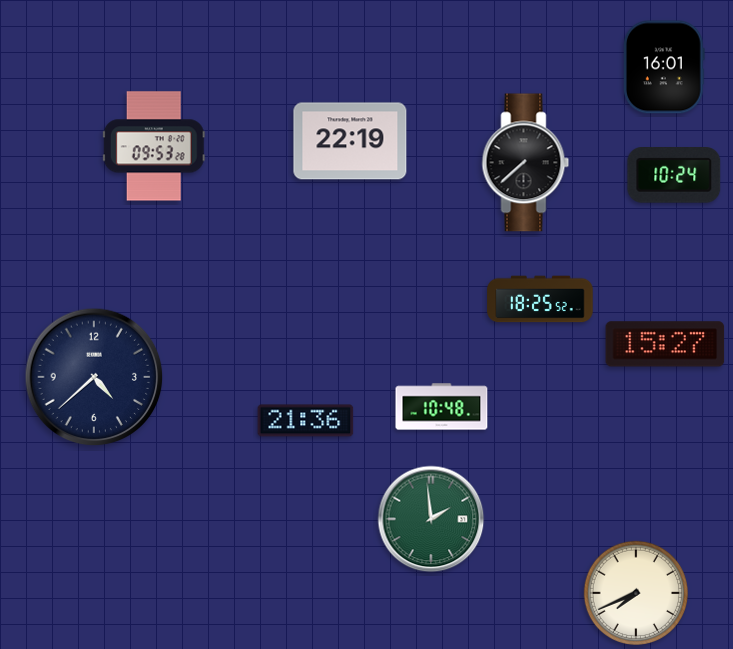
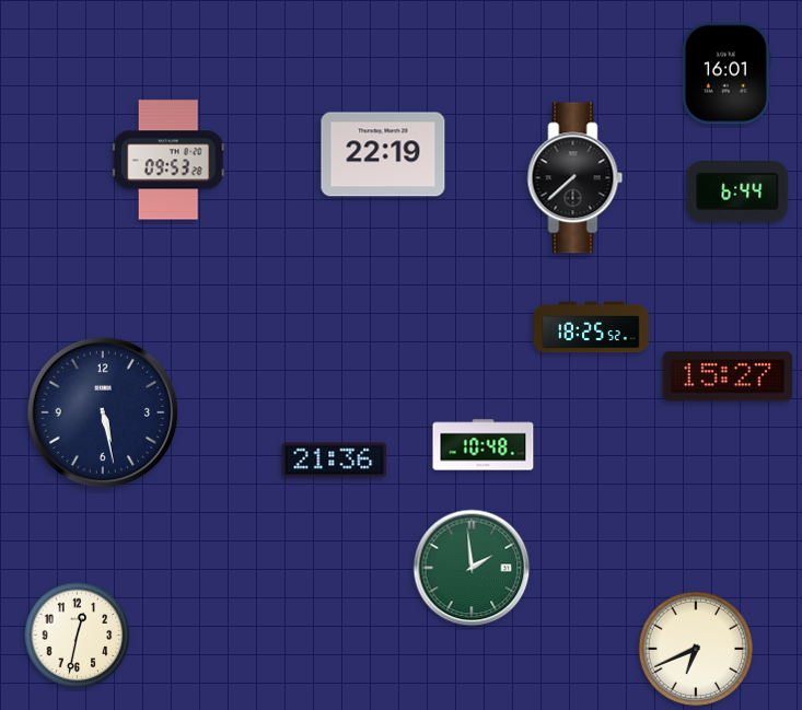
clock at (674, 176): 10:24 -> 6:44
clock at (94, 377): 4:38 -> 5:28
clock at (78, 636): none -> 12:32
clock at (635, 592): 7:41 -> 6:41
